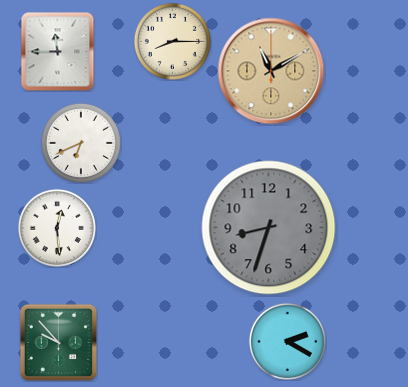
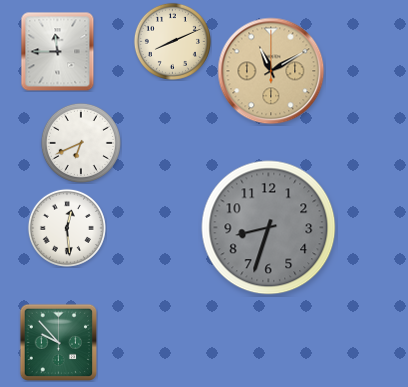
clock at (172, 41): 8:15 -> 8:11
clock at (57, 228) position: (57, 228) -> (67, 228)
clock at (287, 341): 2:20 -> none
